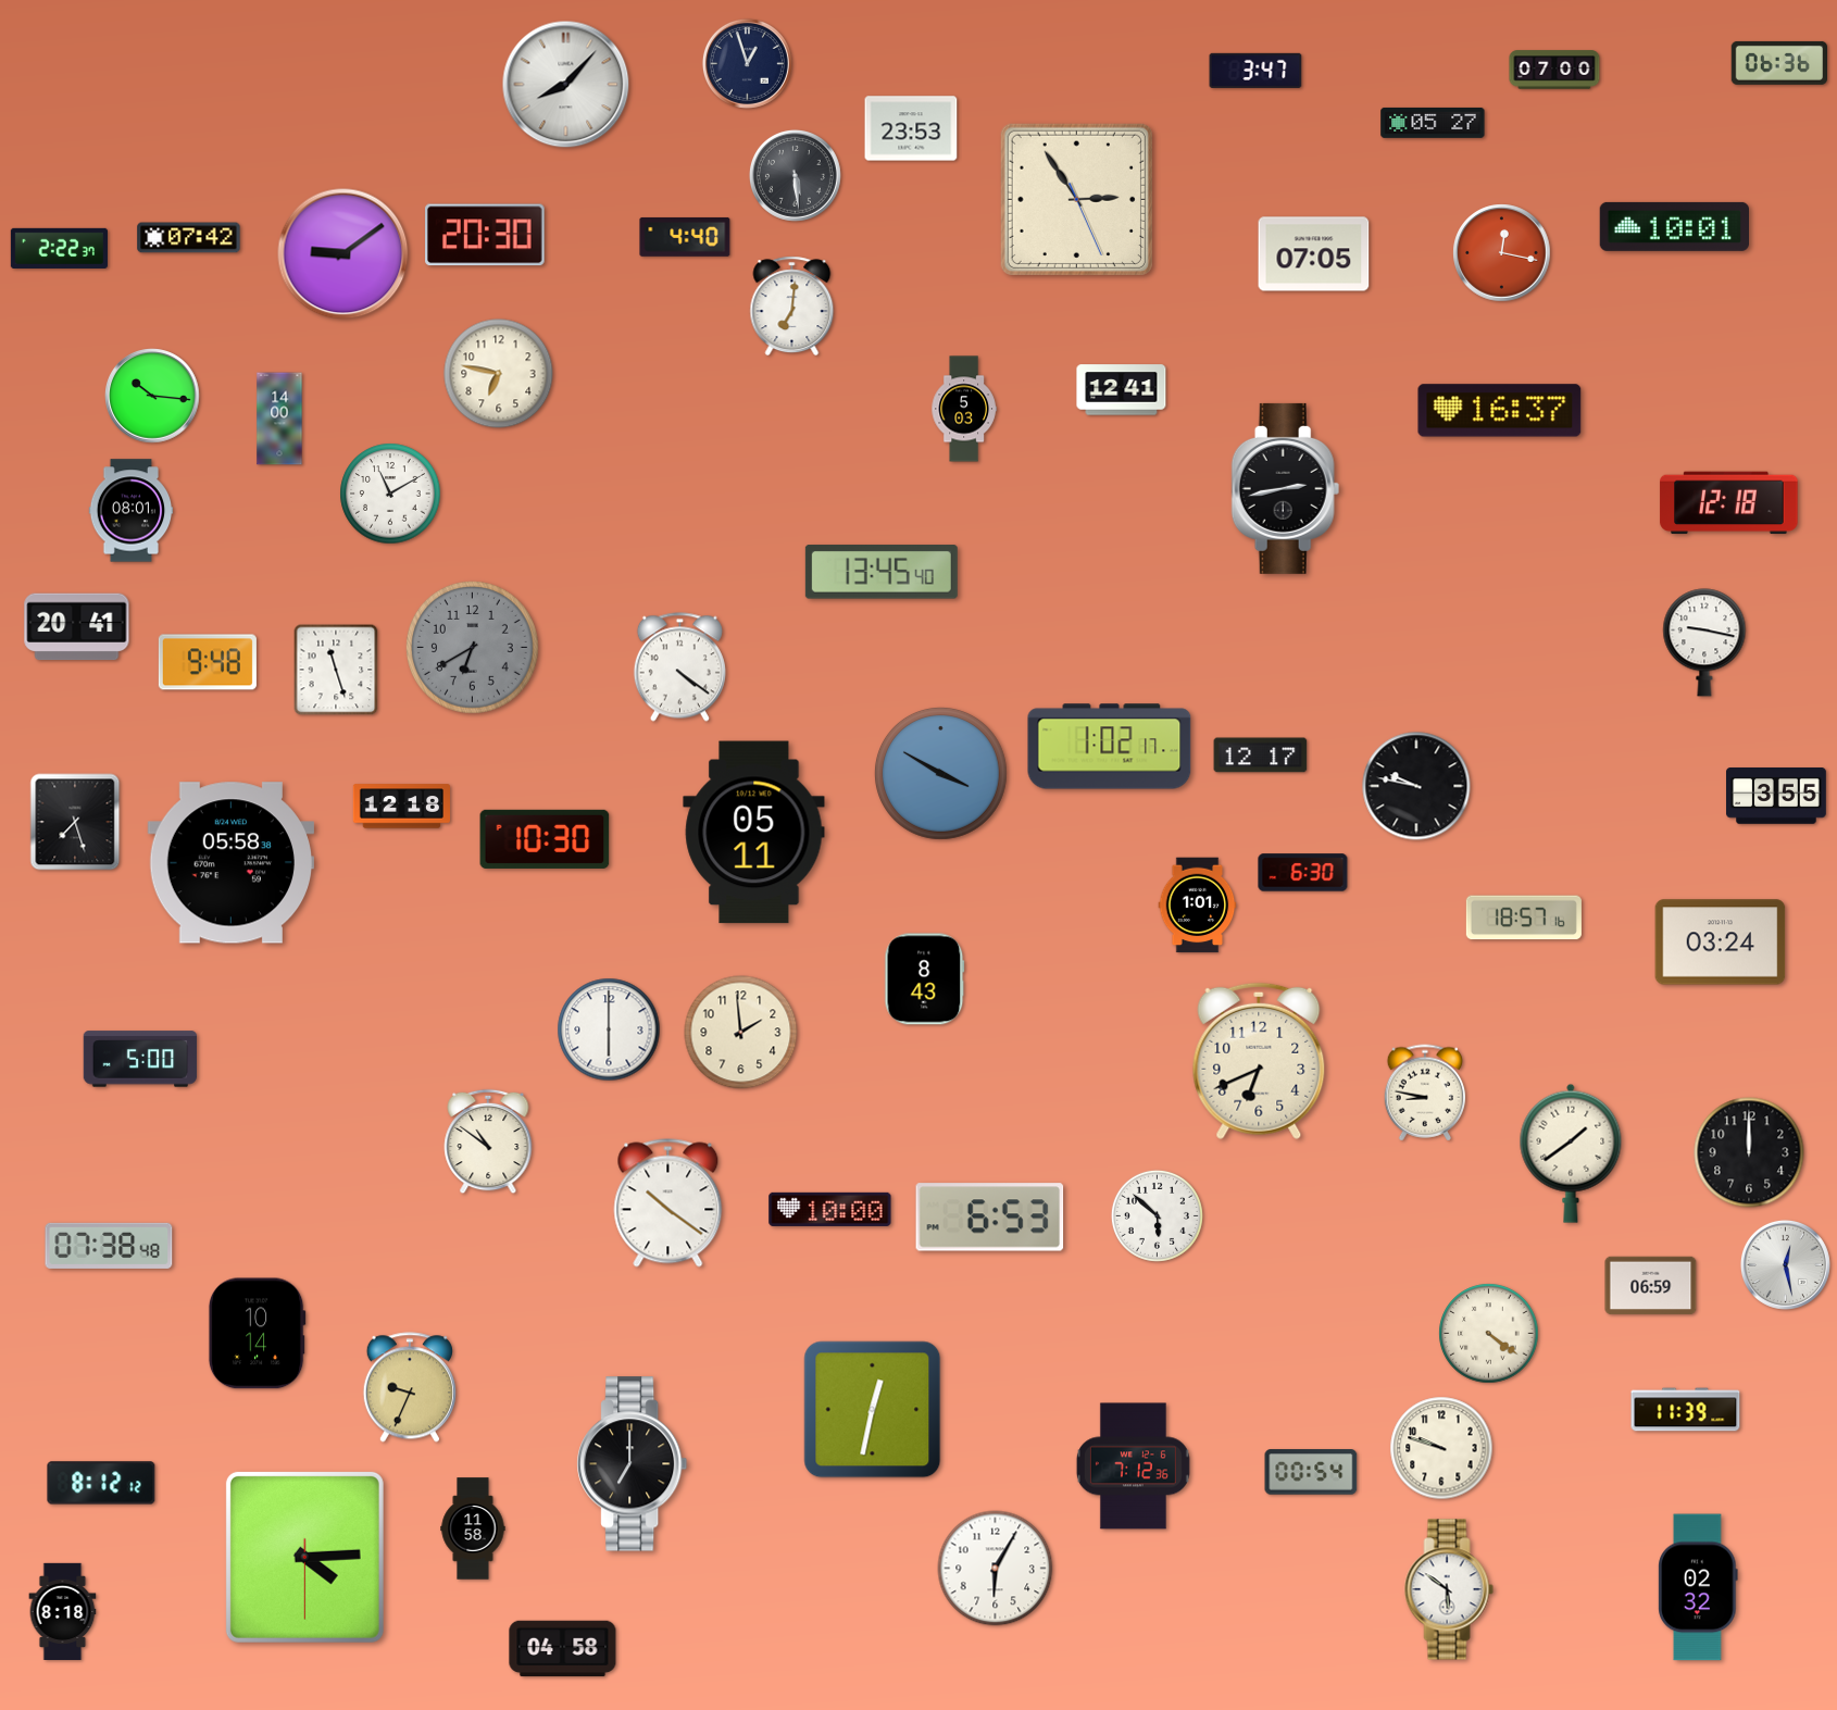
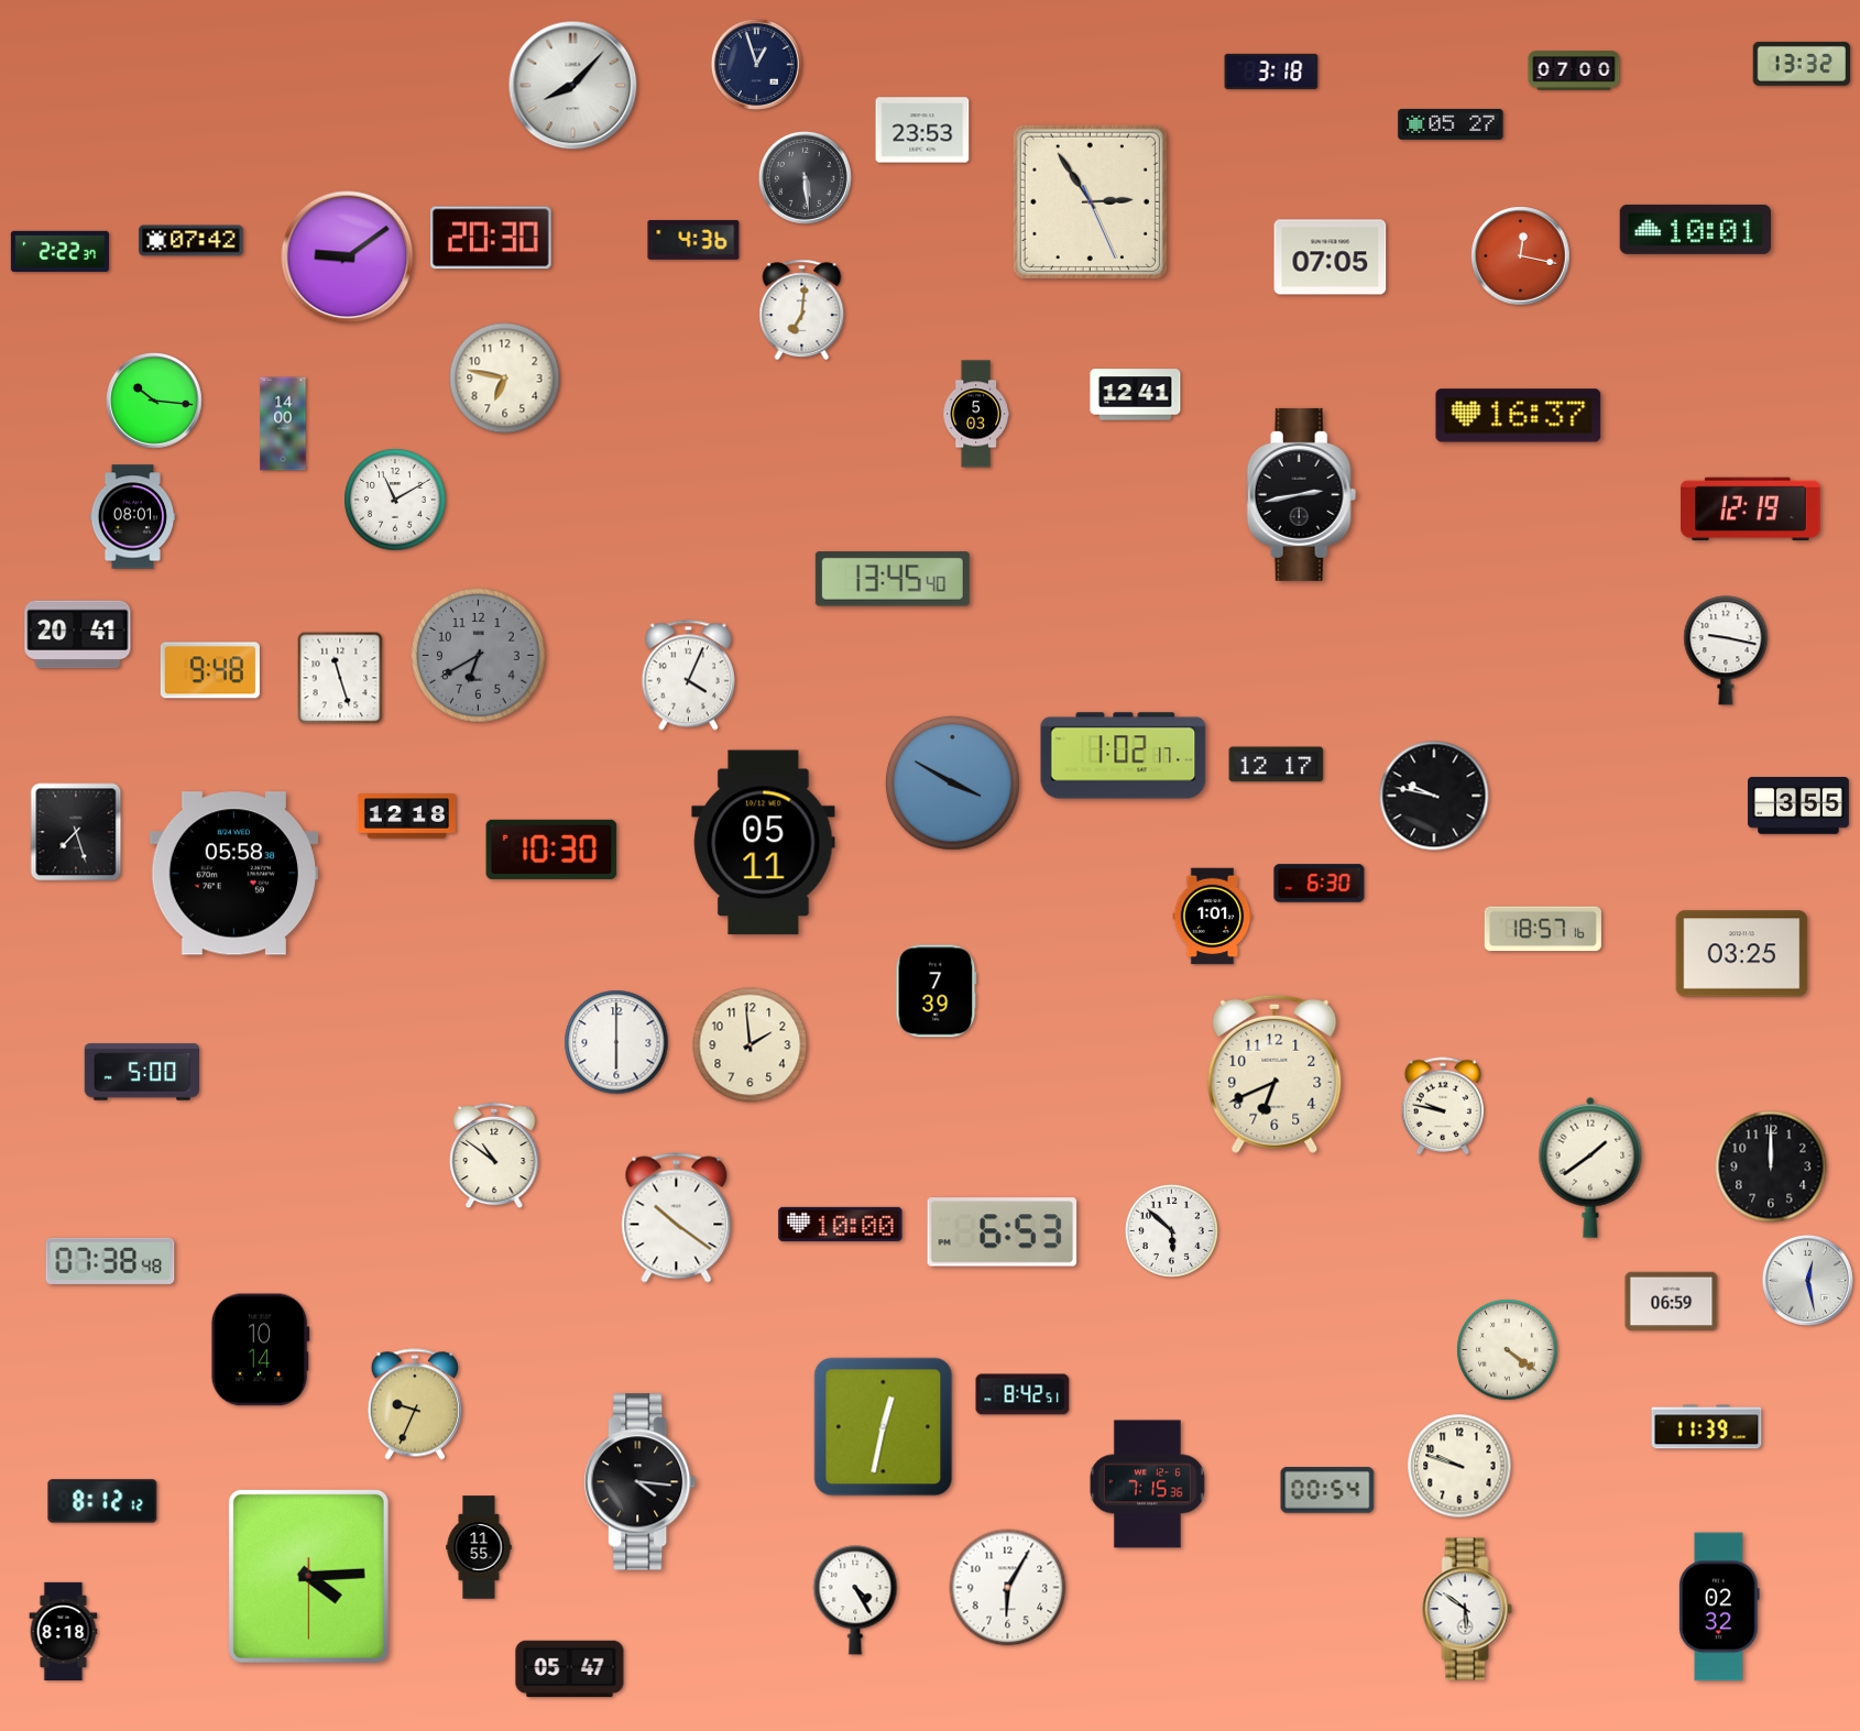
clock at (1778, 63): 06:36 -> 13:32
clock at (1255, 71): 3:47 -> 3:18
clock at (685, 237): 4:40 -> 4:36
clock at (1729, 503): 12:18 -> 12:19
clock at (679, 667): 4:21 -> 4:04
clock at (1721, 943): 03:24 -> 03:25
clock at (925, 979): 8:43 -> 7:39
clock at (1425, 1093): 8:47 -> 9:47
clock at (1022, 1394): none -> 8:42
clock at (633, 1464): 7:00 -> 4:16
clock at (1133, 1466): 7:12 -> 7:15
clock at (473, 1528): 11:58 -> 11:55
clock at (855, 1600): none -> 4:25
clock at (563, 1649): 04:58 -> 05:47
